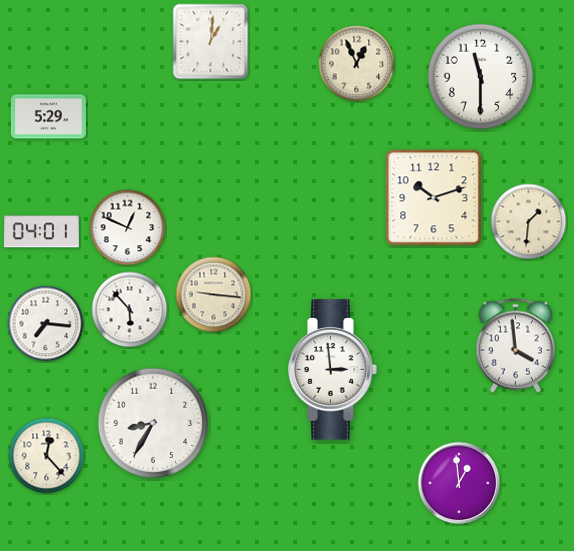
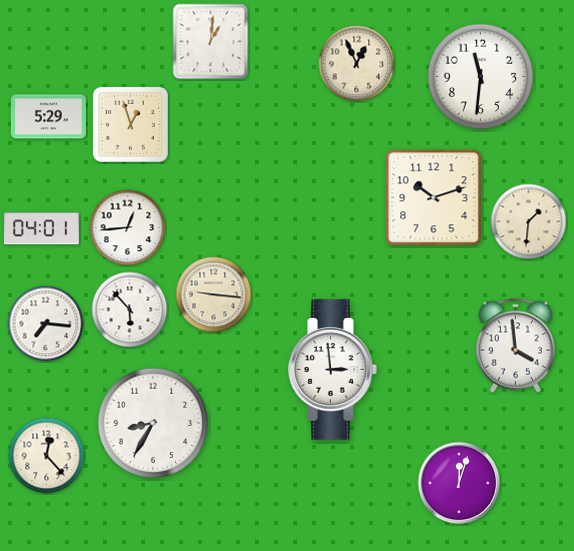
clock at (481, 77): 11:30 -> 11:31
clock at (130, 124): none -> 12:57
clock at (128, 228): 12:49 -> 12:44
clock at (41, 232) position: (41, 232) -> (41, 229)
clock at (459, 483): 12:59 -> 12:03
